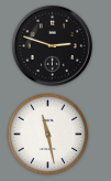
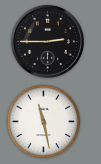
clock at (52, 45): 2:48 -> 2:45
